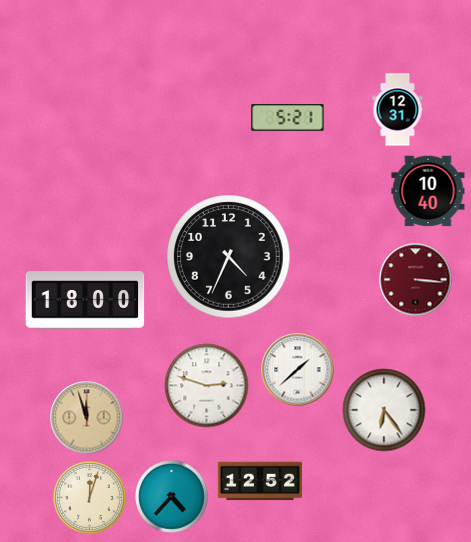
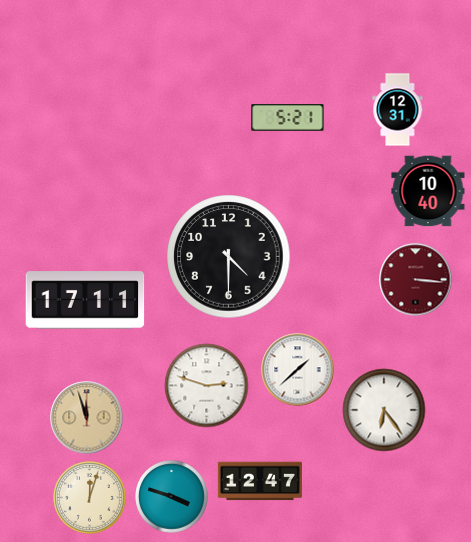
clock at (229, 257): 4:34 -> 4:30
clock at (85, 300): 18:00 -> 17:11
clock at (260, 481): 12:52 -> 12:47
clock at (172, 497): 4:37 -> 3:48
